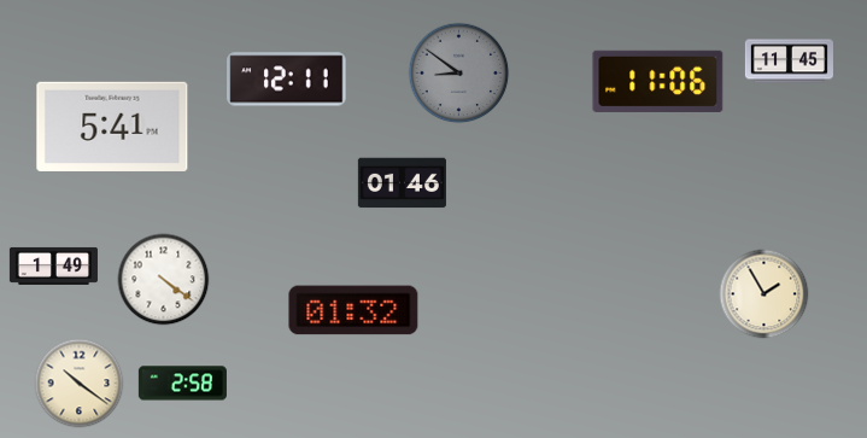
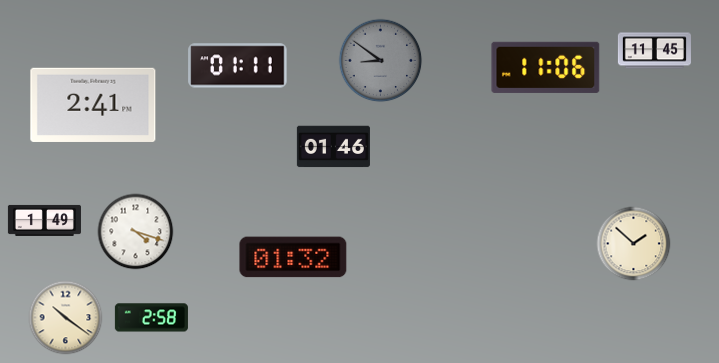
clock at (287, 80): 12:11 -> 01:11
clock at (112, 127): 5:41 -> 2:41
clock at (402, 183) position: (402, 183) -> (333, 147)
clock at (164, 280): 4:21 -> 4:18
clock at (765, 294): 1:55 -> 1:52
